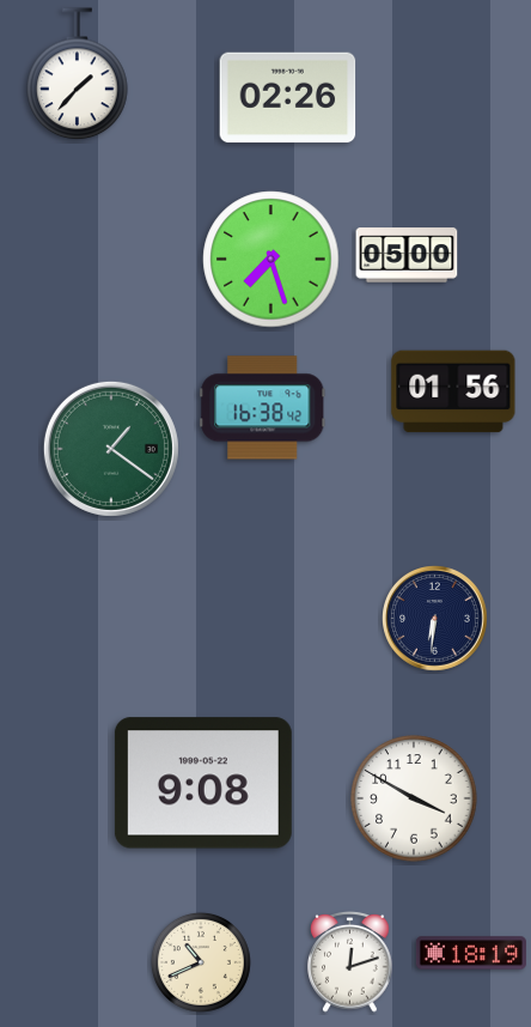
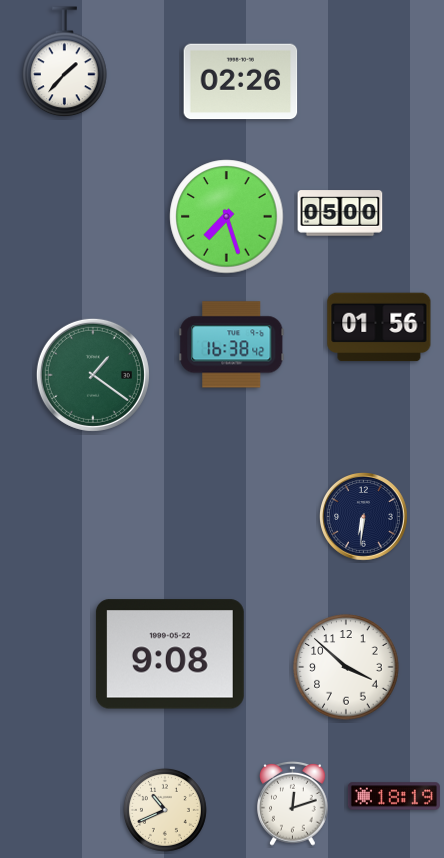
clock at (263, 408) position: (263, 408) -> (232, 345)
clock at (414, 798): 3:50 -> 3:52
clock at (201, 962) position: (201, 962) -> (165, 810)
